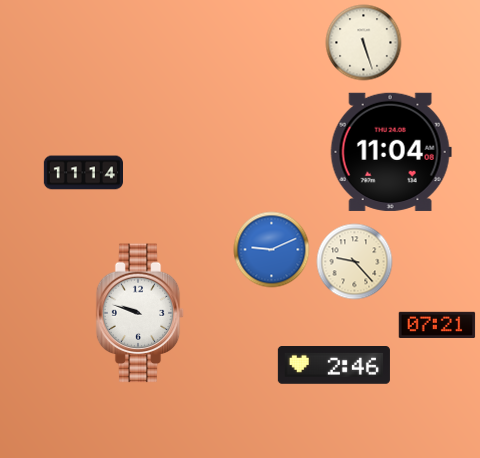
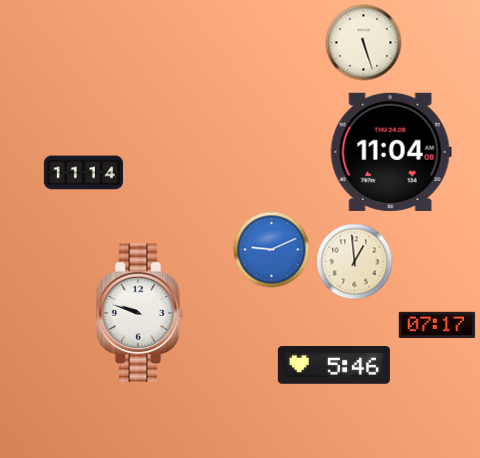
clock at (355, 262): 9:23 -> 12:59
clock at (437, 324): 07:21 -> 07:17
clock at (334, 366): 2:46 -> 5:46
